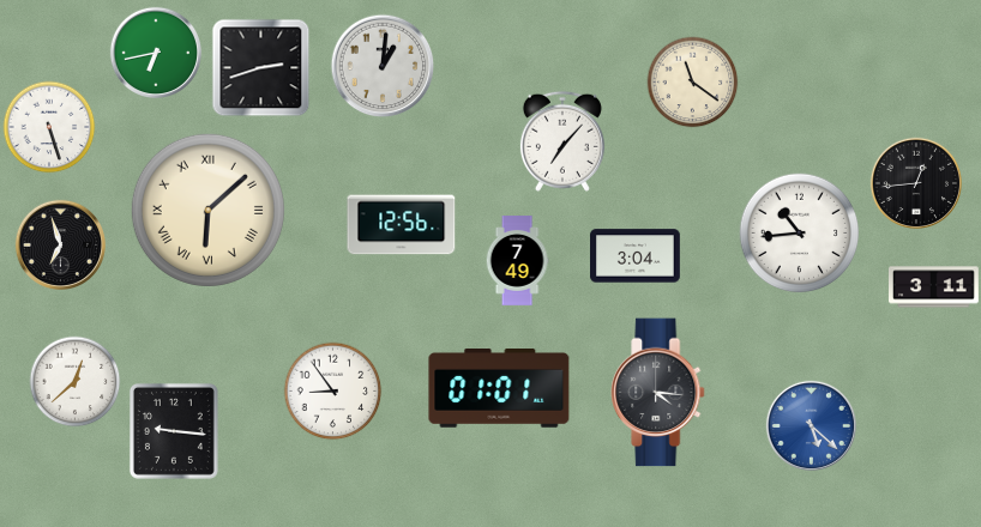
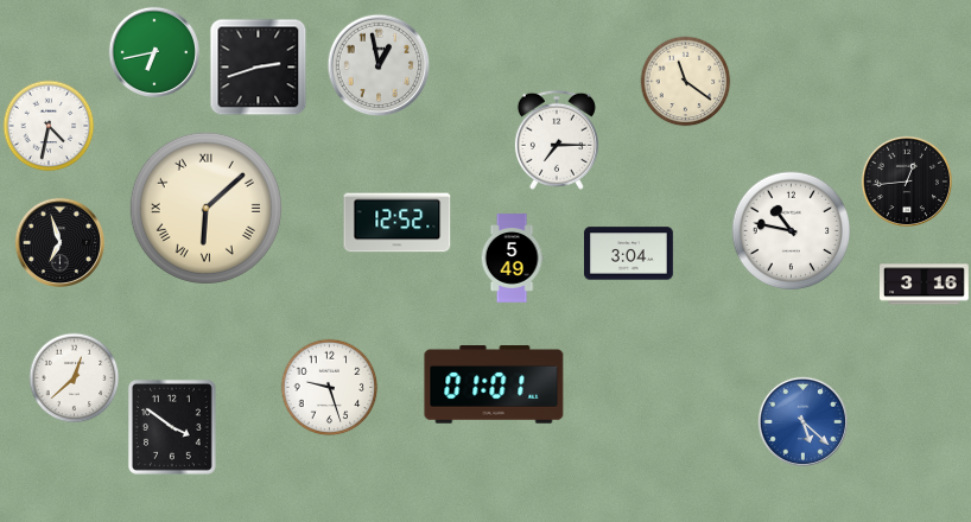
clock at (383, 66): 1:01 -> 12:58
clock at (49, 127): 5:27 -> 4:32
clock at (562, 141): 7:07 -> 7:15
clock at (402, 225): 12:56 -> 12:52
clock at (800, 234): 10:44 -> 10:47
clock at (517, 261): 7:49 -> 5:49
clock at (934, 287): 3:11 -> 3:16
clock at (333, 392): 8:54 -> 9:27
clock at (658, 393): 4:16 -> none
clock at (174, 431): 9:16 -> 3:51
